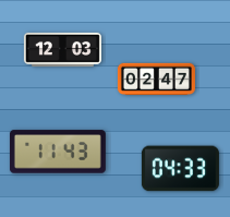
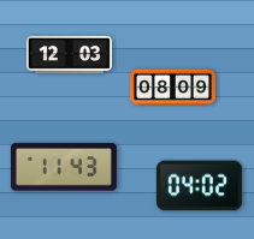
clock at (156, 80): 02:47 -> 08:09
clock at (180, 169): 04:33 -> 04:02
